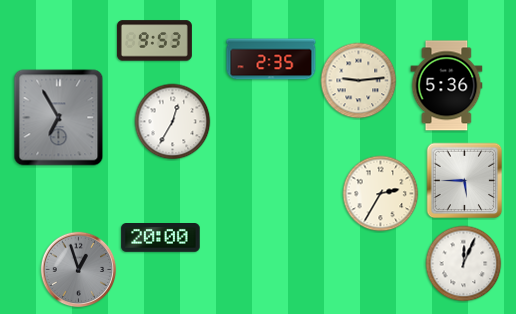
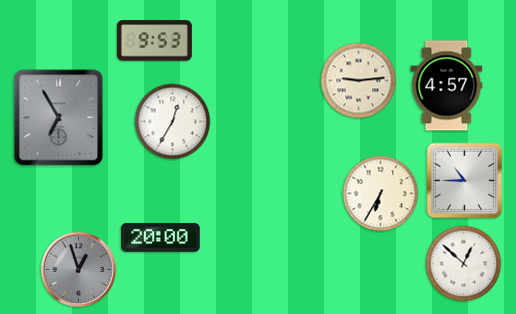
clock at (271, 59): 2:35 -> none
clock at (447, 86): 5:36 -> 4:57
clock at (465, 181): 5:45 -> 10:45
clock at (381, 194): 2:35 -> 6:35
clock at (464, 264): 12:04 -> 12:52
